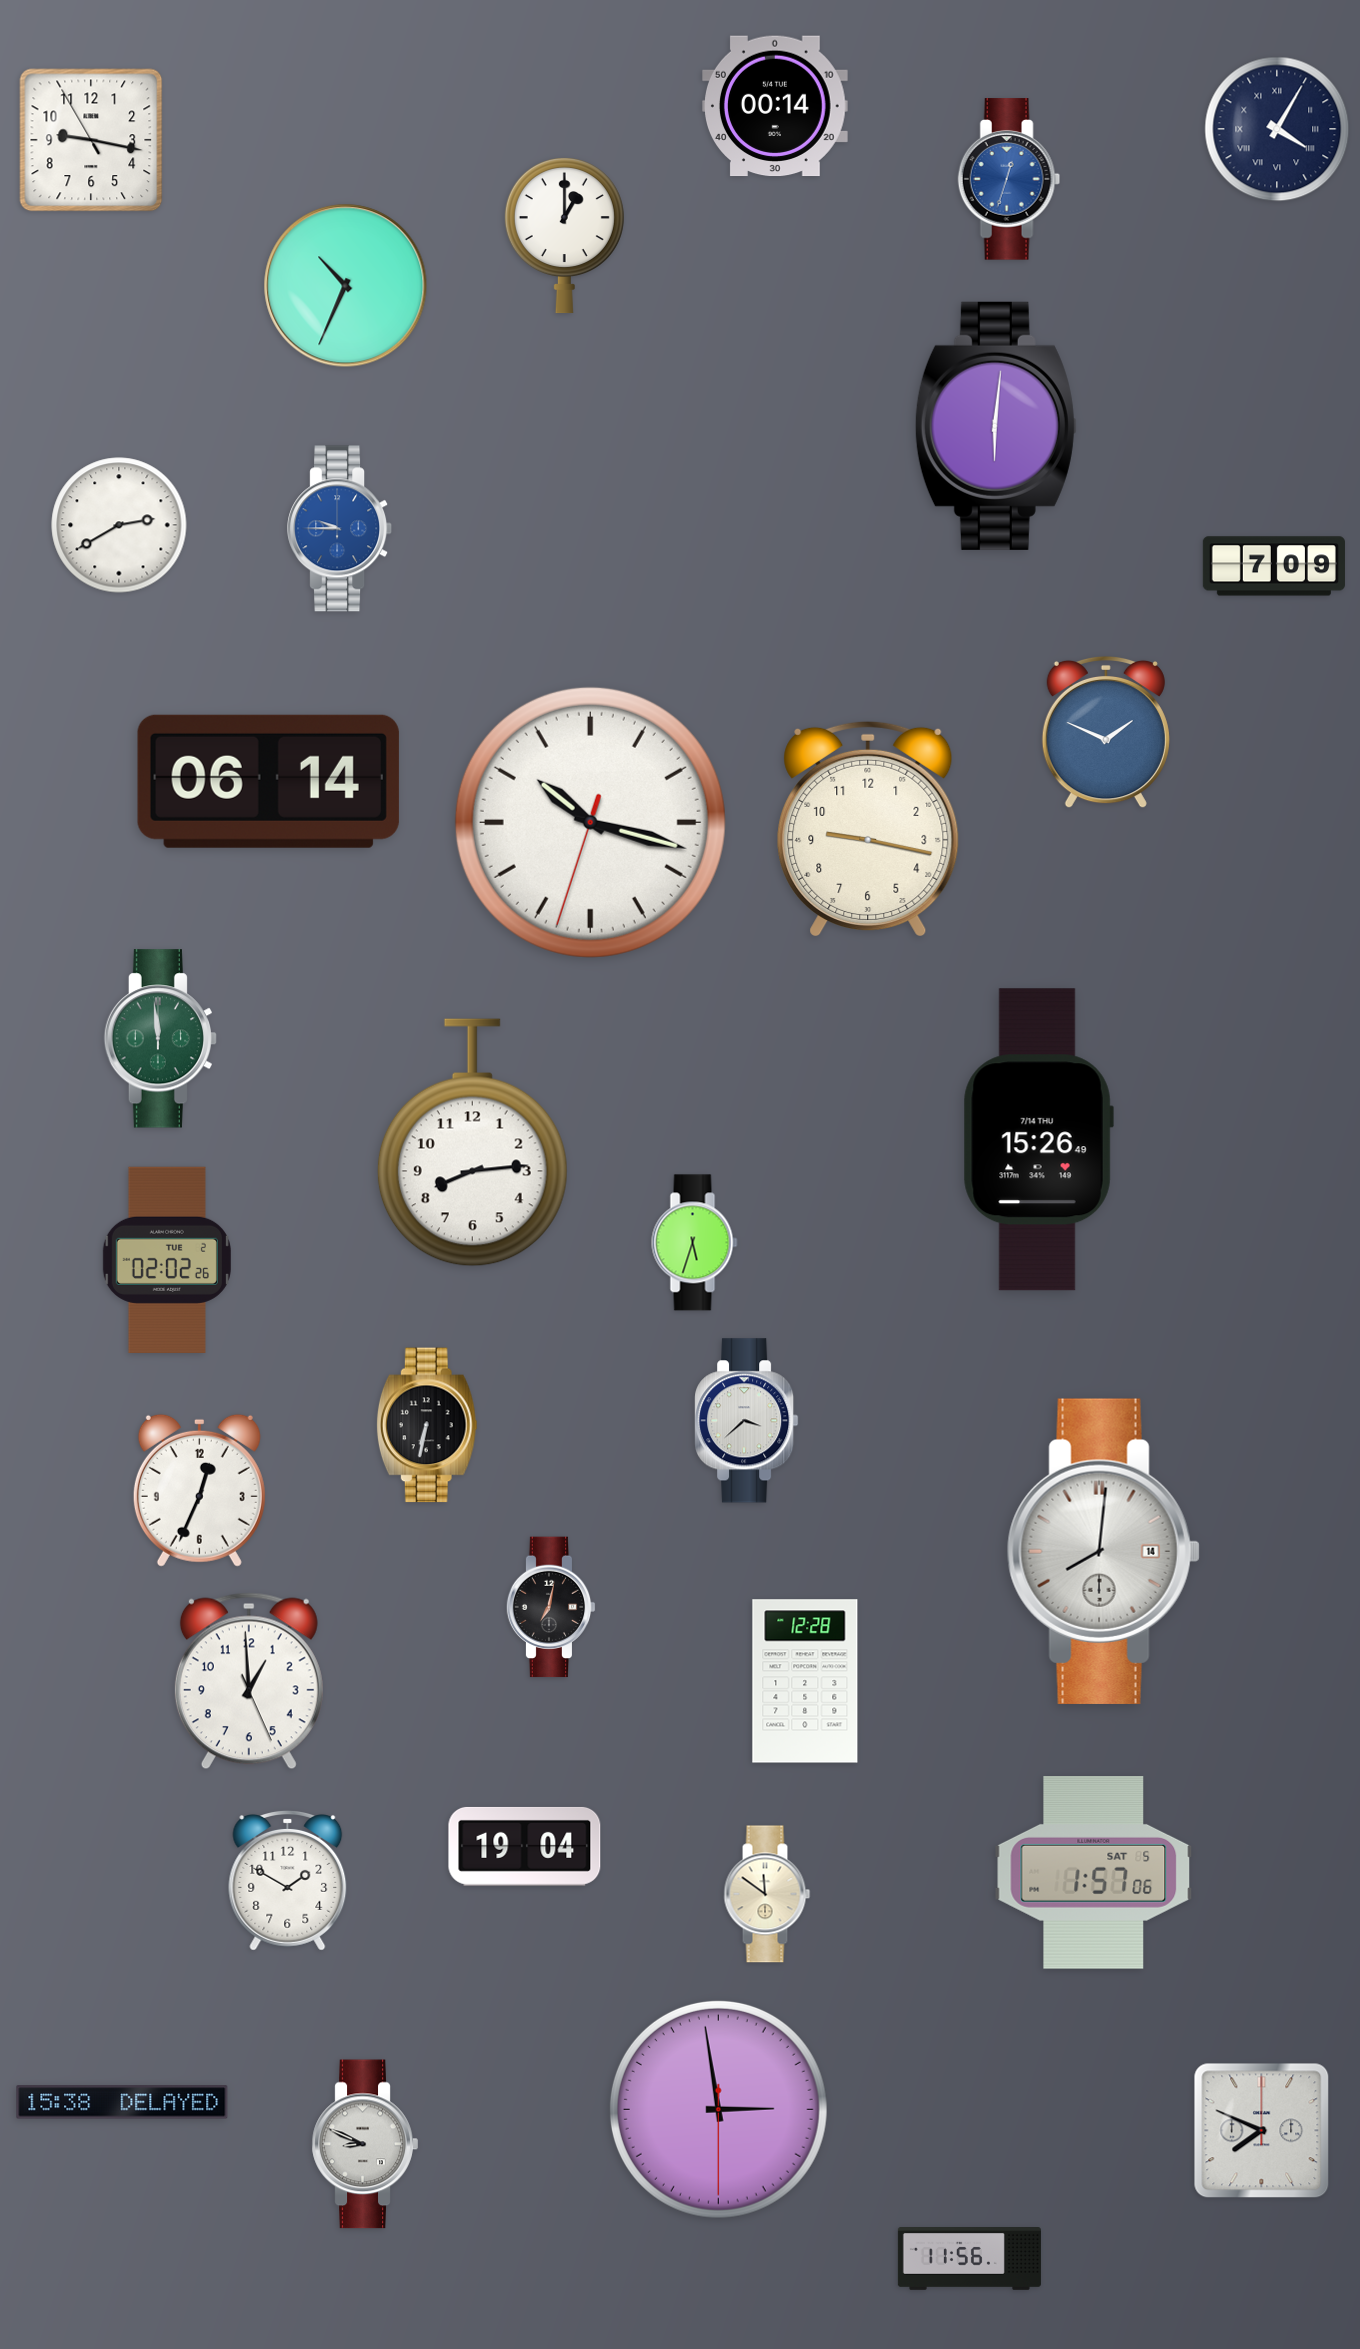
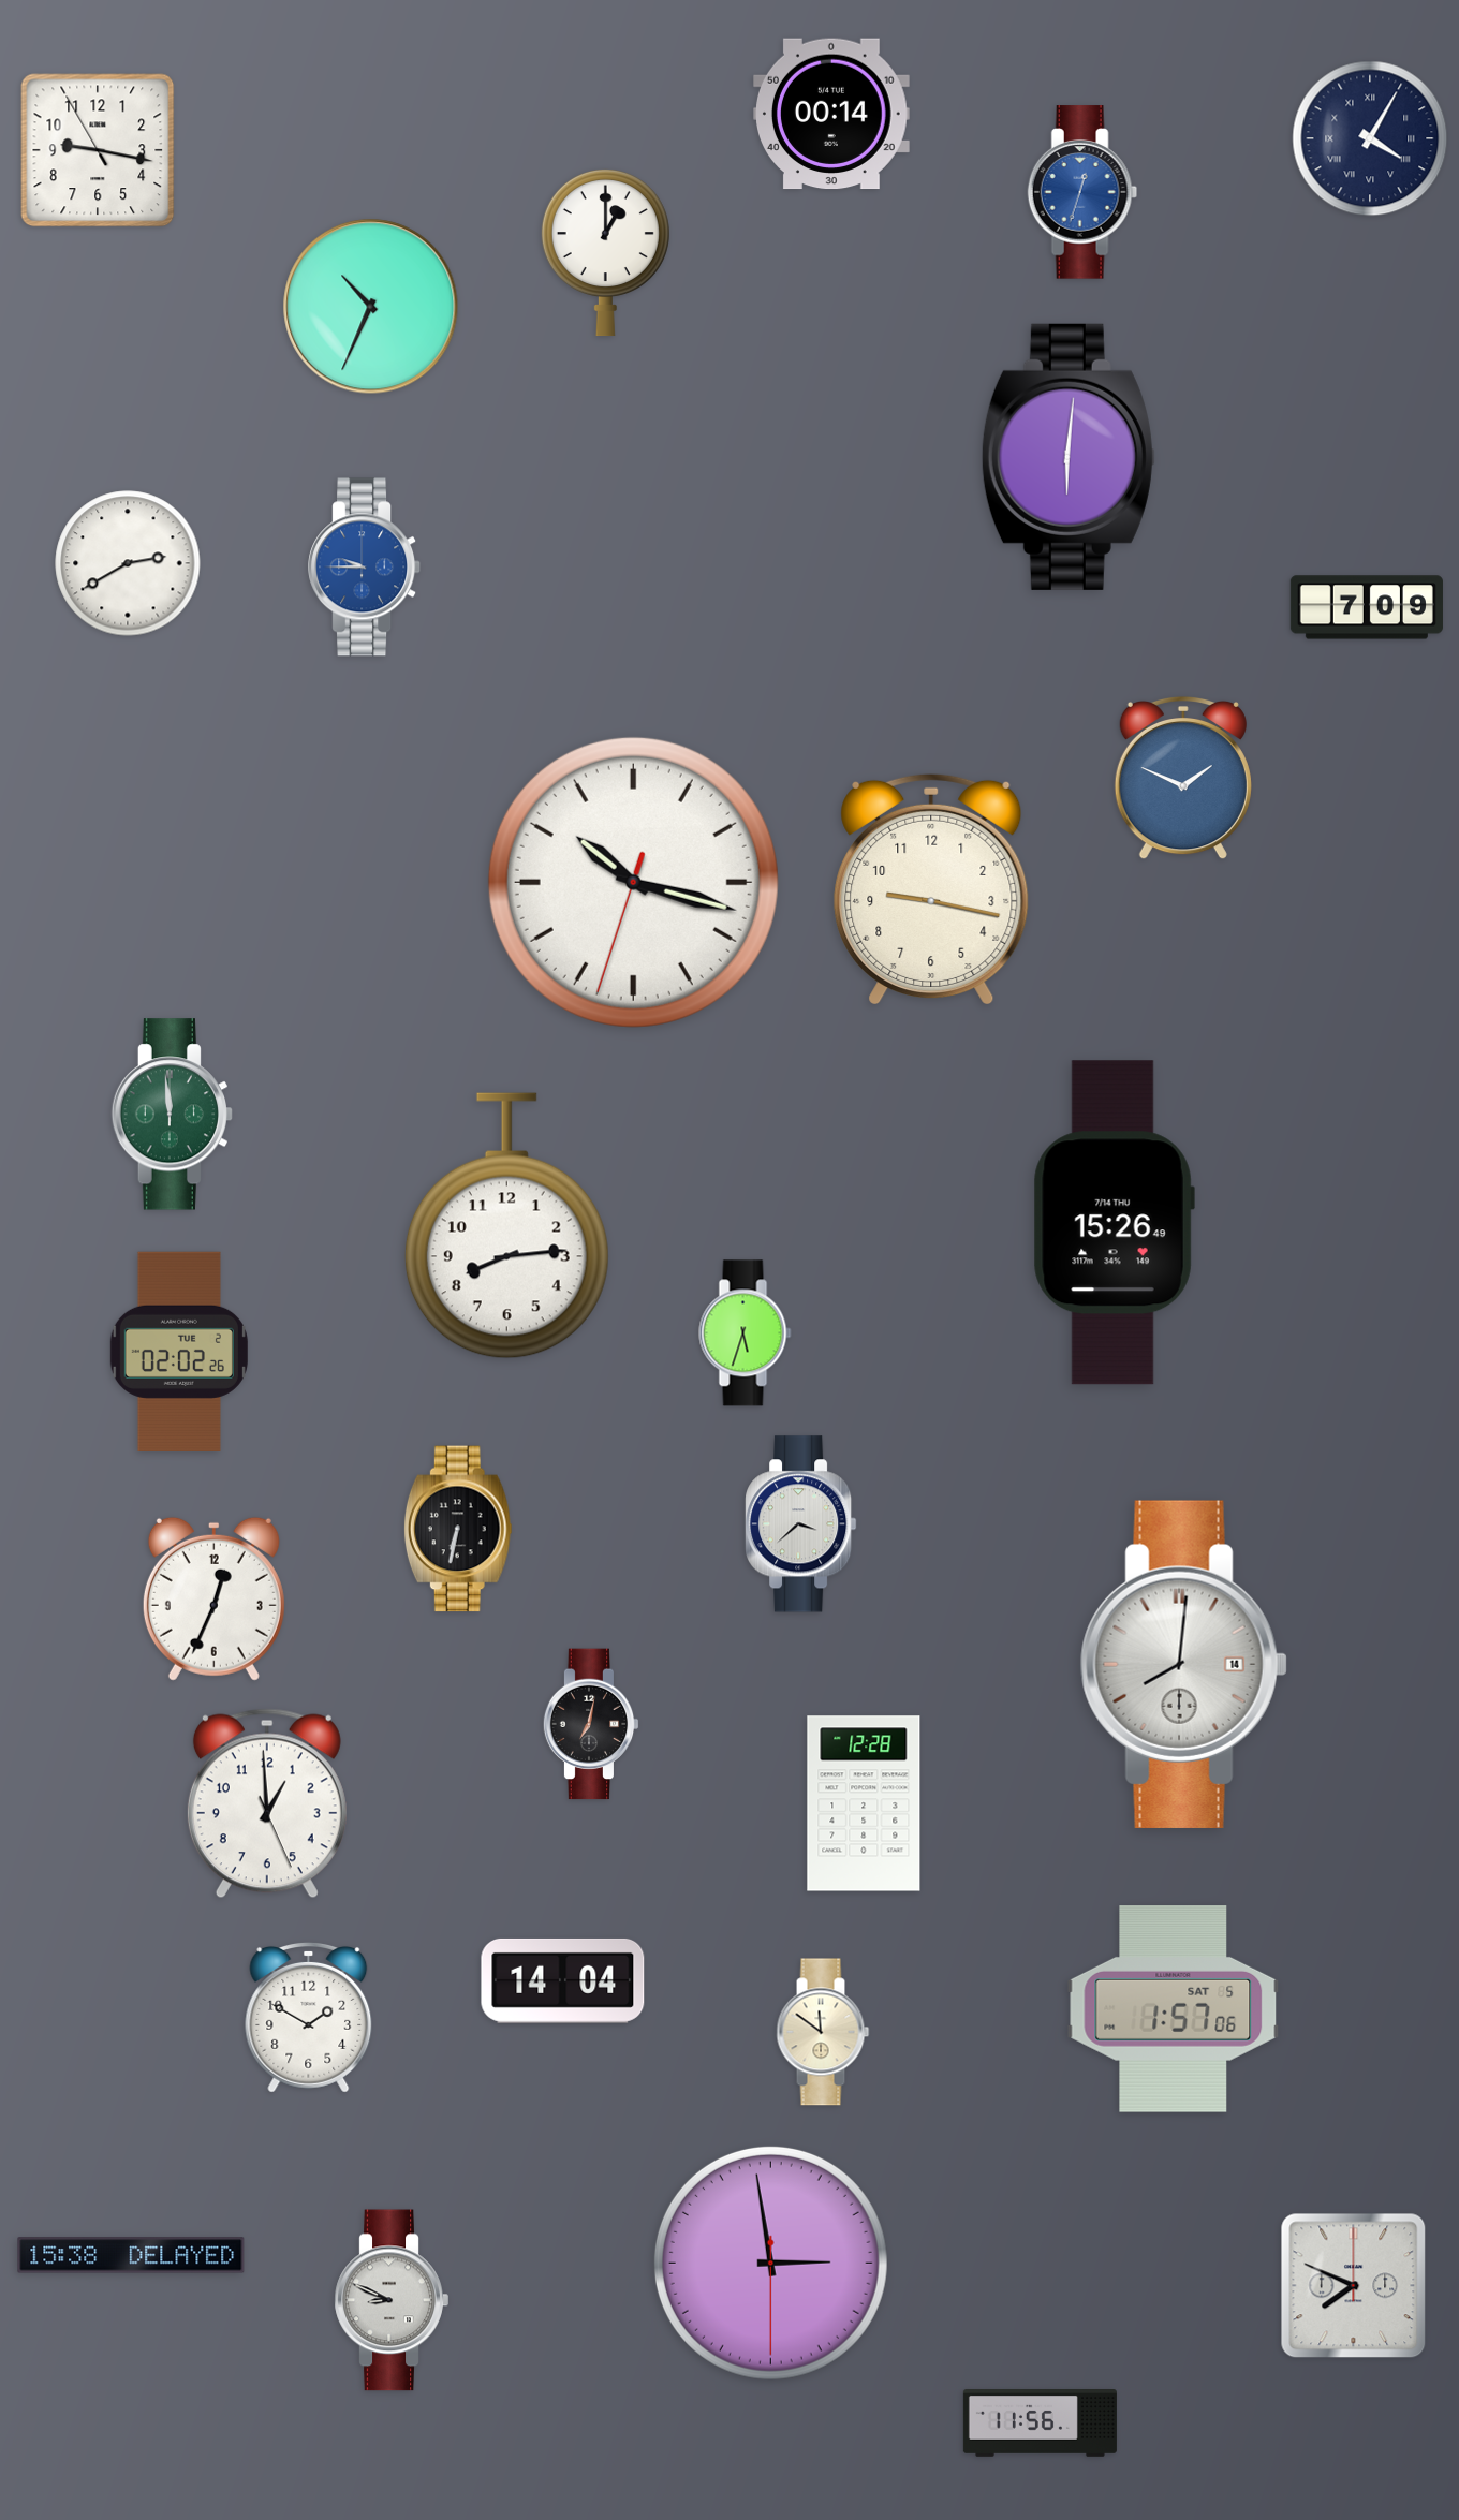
clock at (1106, 732) position: (1106, 732) -> (1183, 778)
clock at (268, 781): 06:14 -> none
clock at (525, 1846): 19:04 -> 14:04
